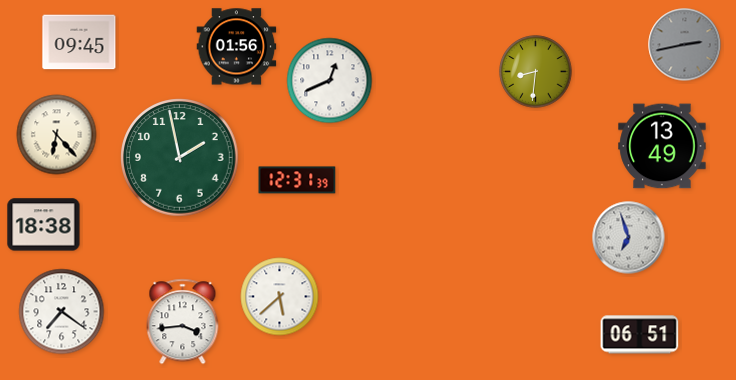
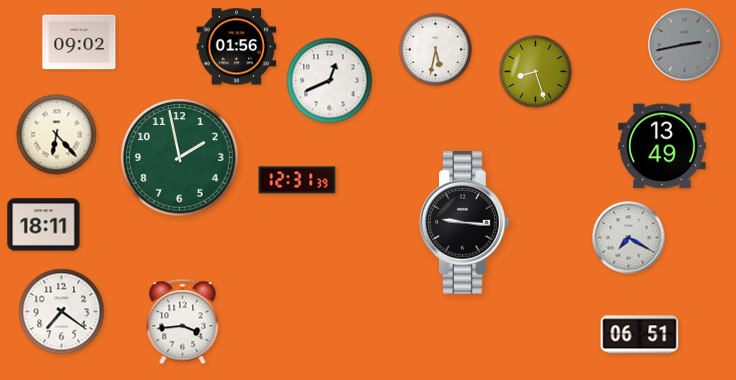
clock at (79, 42): 09:45 -> 09:02
clock at (436, 50): none -> 5:32
clock at (536, 72): 8:31 -> 8:27
clock at (465, 223): none -> 9:16
clock at (44, 225): 18:38 -> 18:11
clock at (629, 238): 6:57 -> 7:20
clock at (280, 297): 5:38 -> none
